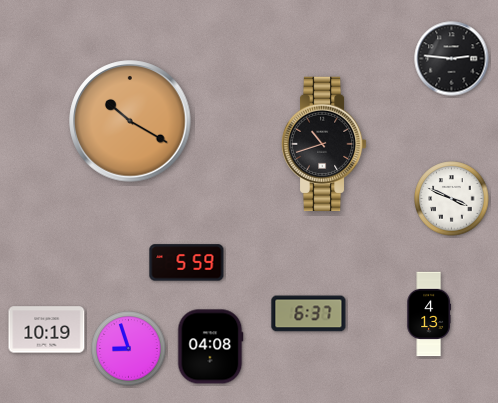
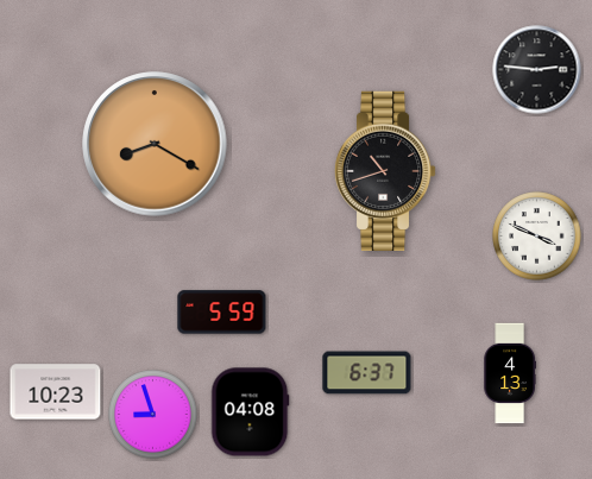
clock at (130, 121): 10:20 -> 8:20
clock at (47, 330): 10:19 -> 10:23
